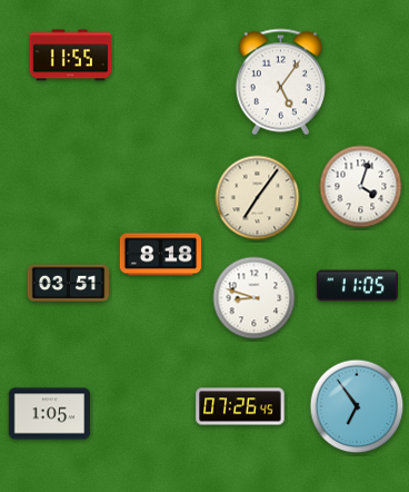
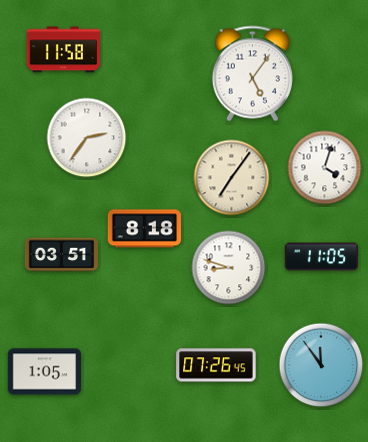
clock at (70, 56): 11:55 -> 11:58
clock at (87, 138): none -> 2:36
clock at (357, 406): 6:54 -> 11:54
